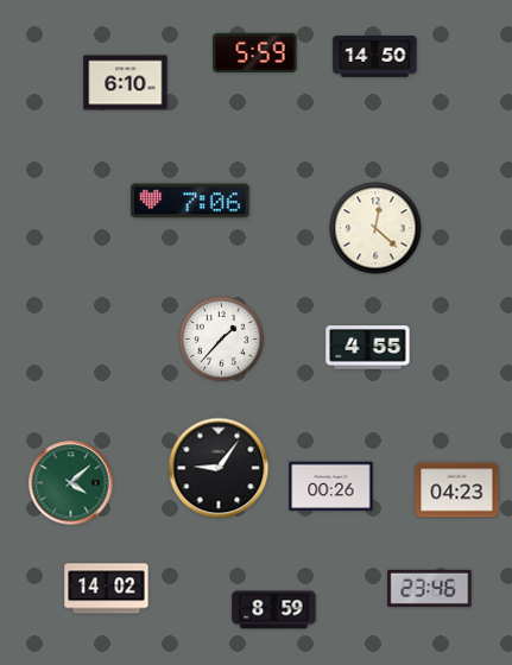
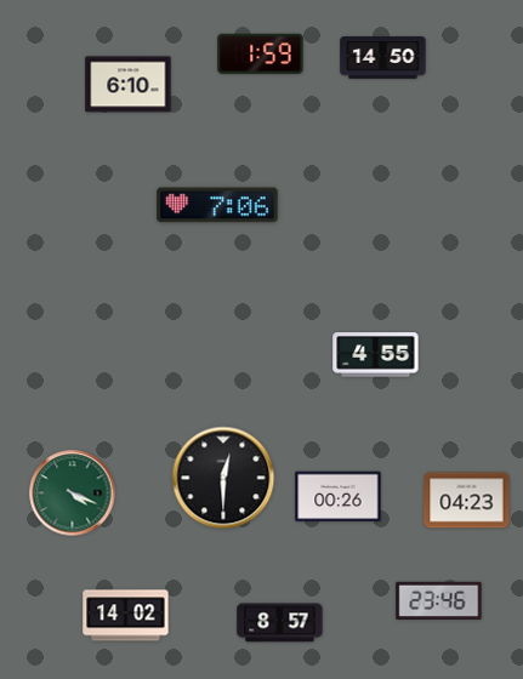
clock at (255, 52): 5:59 -> 1:59
clock at (190, 201) position: (190, 201) -> (217, 205)
clock at (375, 228): 12:22 -> none
clock at (222, 340): 1:37 -> none
clock at (219, 468): 9:06 -> 12:30
clock at (71, 483): 4:08 -> 4:19
clock at (107, 589) position: (107, 589) -> (126, 616)
clock at (274, 610): 8:59 -> 8:57
